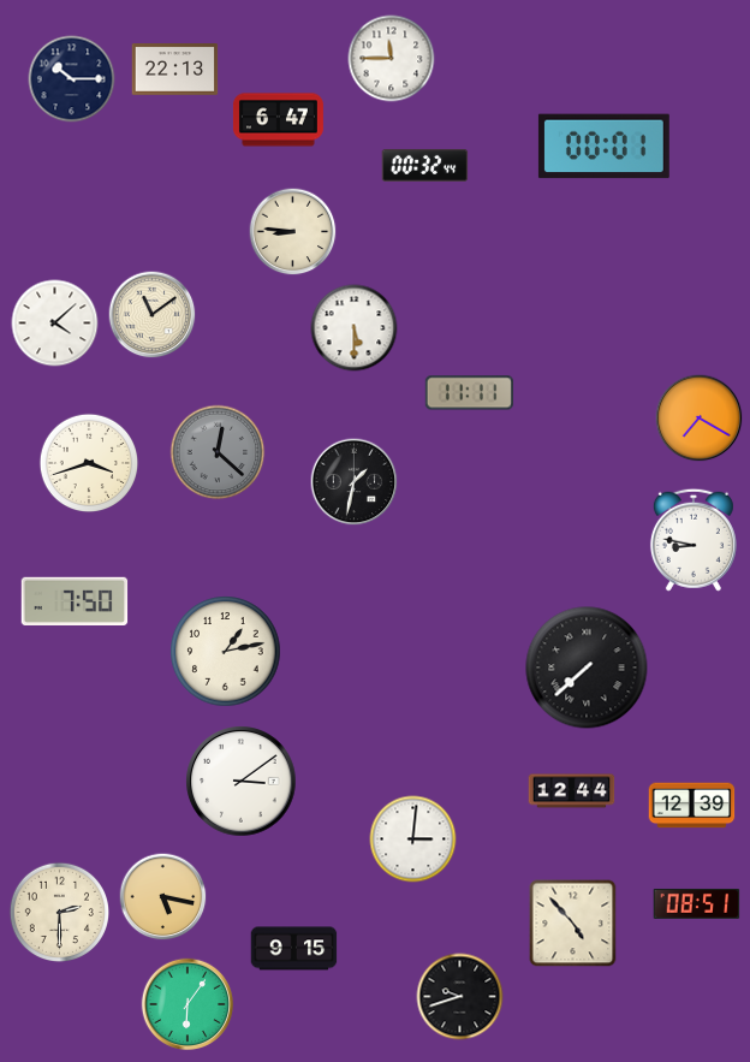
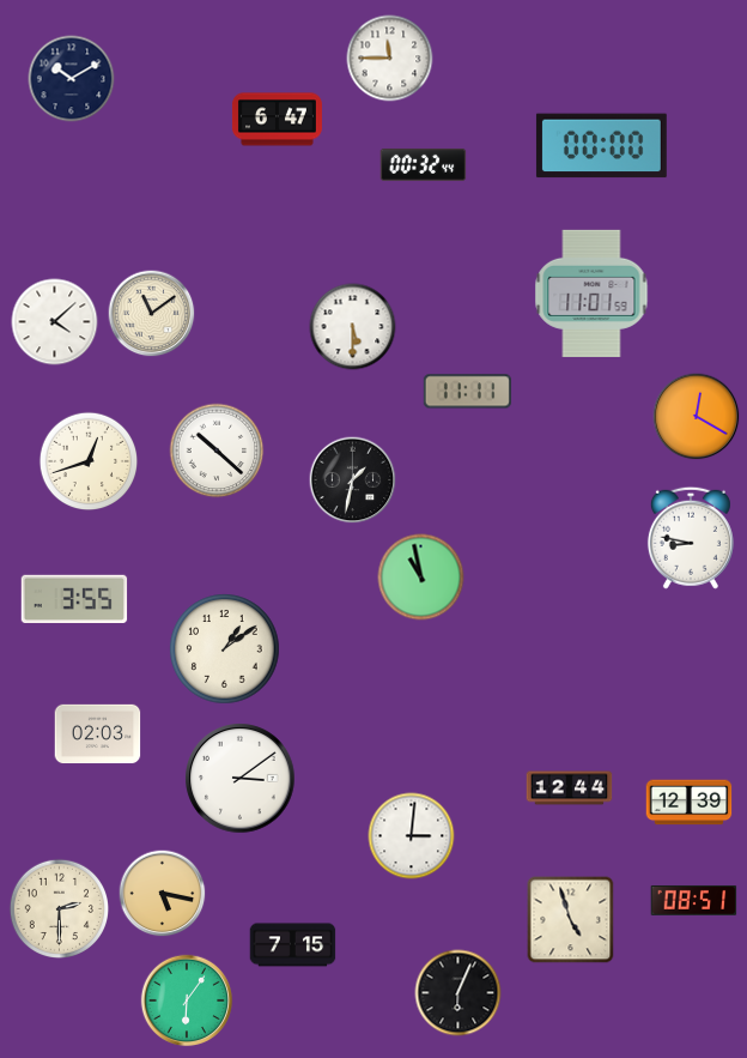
clock at (175, 70): 22:13 -> none
clock at (72, 79): 10:15 -> 10:10
clock at (603, 147): 00:01 -> 00:00
clock at (293, 232): 8:46 -> none
clock at (591, 294): none -> 11:01
clock at (700, 419): 7:20 -> 12:20
clock at (218, 452): 12:22 -> 10:22
clock at (218, 452) dial: grey -> white
clock at (89, 463): 3:42 -> 12:42
clock at (421, 578): none -> 10:58
clock at (75, 601): 7:50 -> 3:55
clock at (226, 652): 1:13 -> 1:09
clock at (587, 668): 7:38 -> none
clock at (98, 734): none -> 02:03
clock at (573, 924): 4:53 -> 4:57
clock at (294, 949): 9:15 -> 7:15
clock at (460, 997): 9:42 -> 6:04
